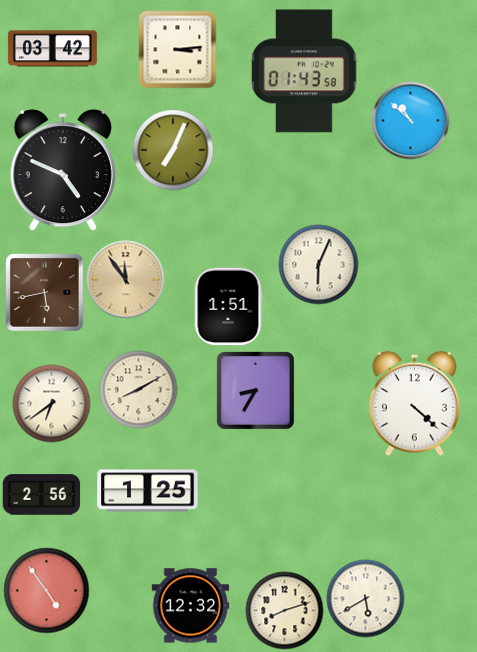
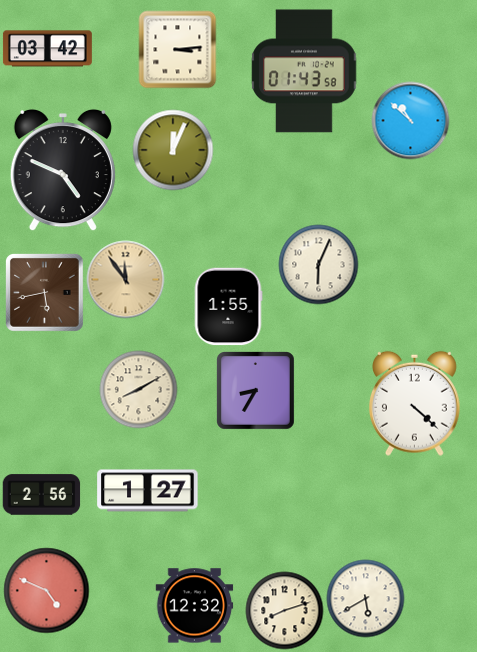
clock at (52, 49) position: (52, 49) -> (47, 49)
clock at (173, 150): 7:04 -> 12:04
clock at (228, 306): 1:51 -> 1:55
clock at (51, 403): 6:39 -> none
clock at (148, 491): 1:25 -> 1:27
clock at (46, 590): 4:54 -> 4:49
clock at (190, 606) position: (190, 606) -> (194, 606)
